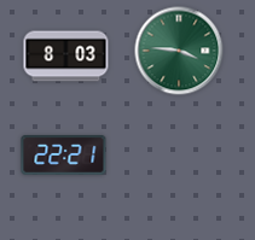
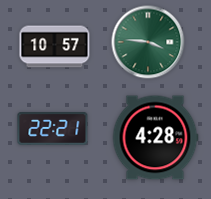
clock at (66, 57): 8:03 -> 10:57
clock at (155, 138): none -> 4:28
